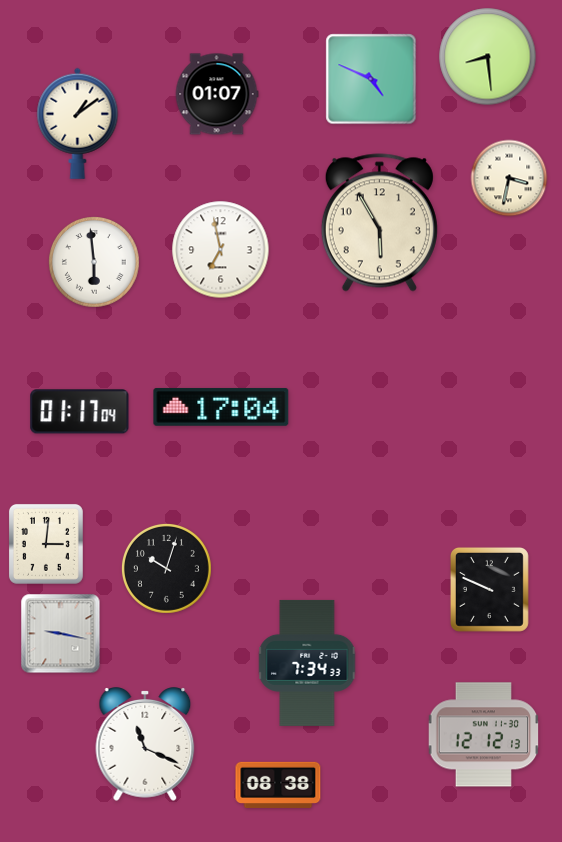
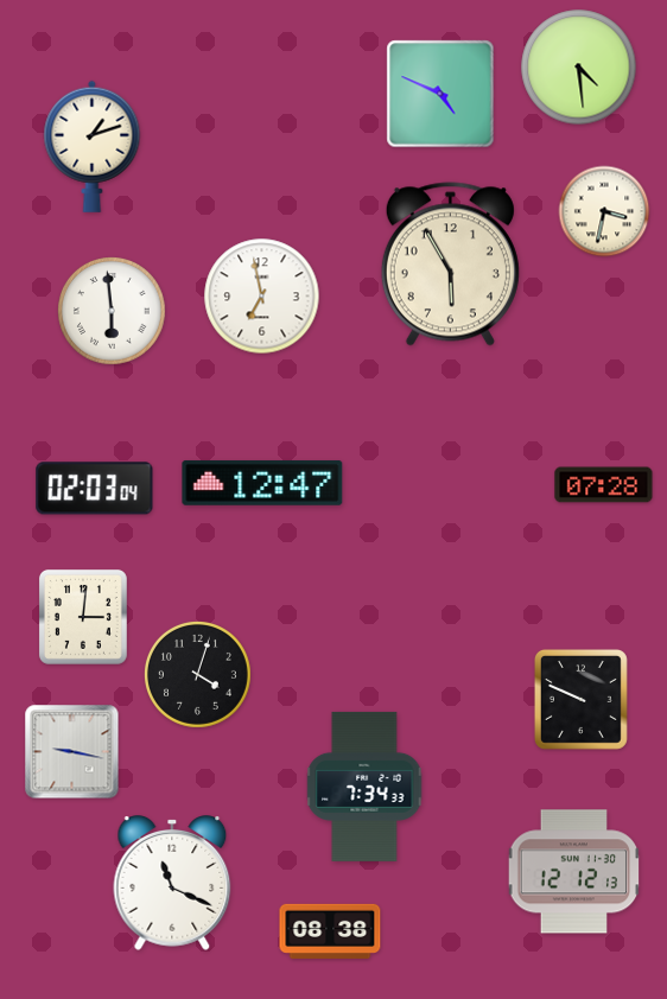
clock at (488, 57): 8:29 -> 4:29
clock at (217, 94): 01:07 -> none
clock at (78, 123): 1:09 -> 1:12
clock at (221, 407): 17:04 -> 12:47
clock at (604, 485): none -> 07:28
clock at (80, 412): 01:17 -> 02:03
clock at (46, 544) position: (46, 544) -> (83, 617)
clock at (166, 568): 10:03 -> 4:03
